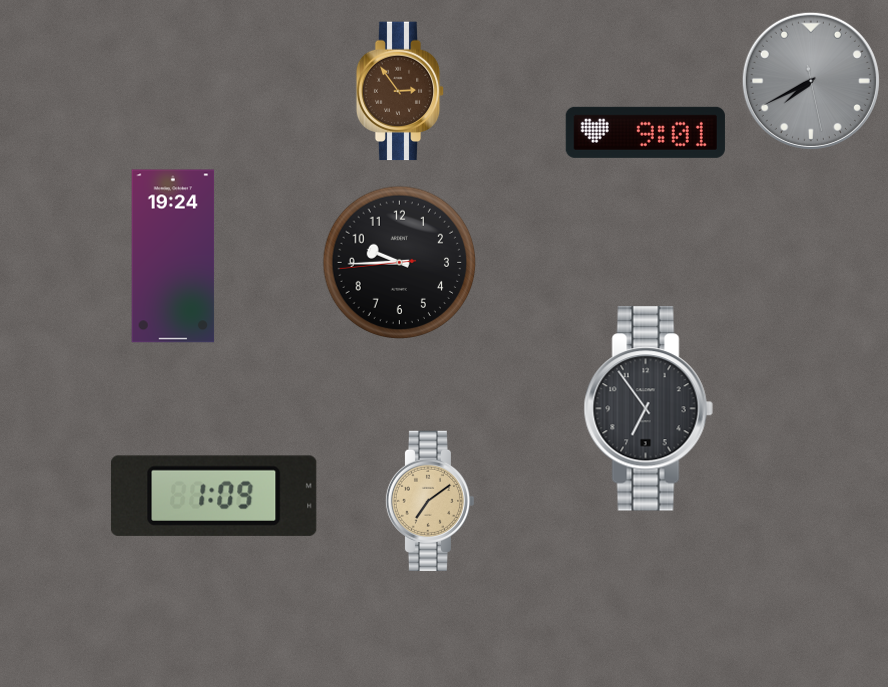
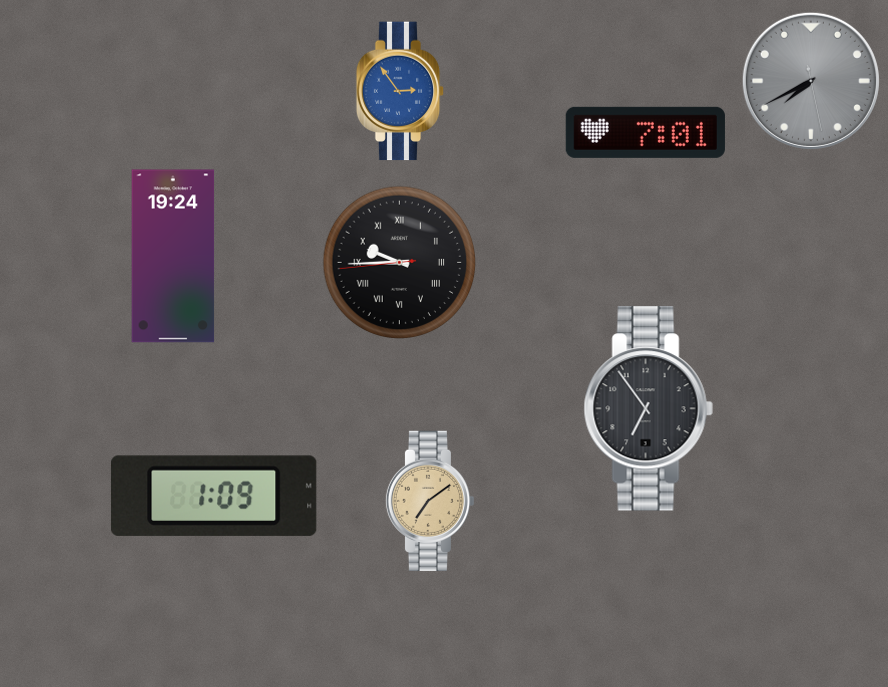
clock at (400, 91) dial: brown -> blue
clock at (645, 132): 9:01 -> 7:01
clock at (400, 263) numerals: Arabic -> Roman
